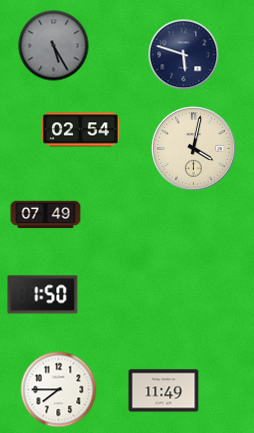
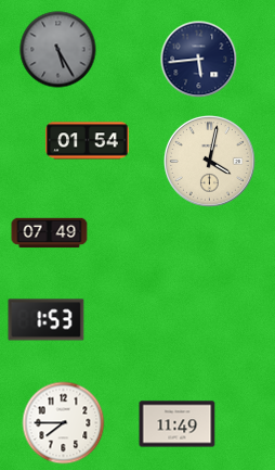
clock at (184, 55): 5:48 -> 5:44
clock at (81, 130): 02:54 -> 01:54
clock at (43, 295): 1:50 -> 1:53
